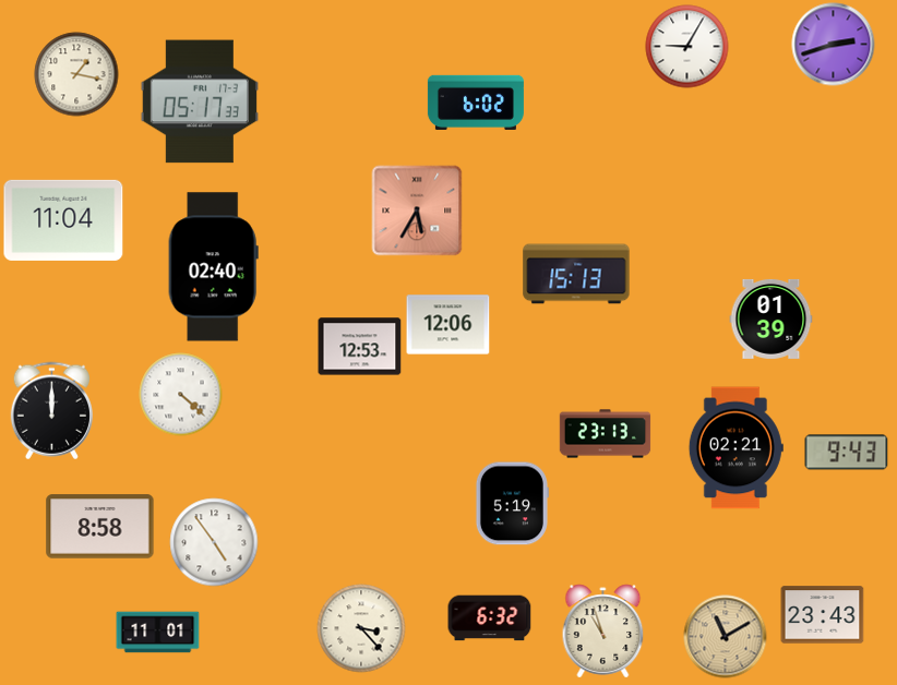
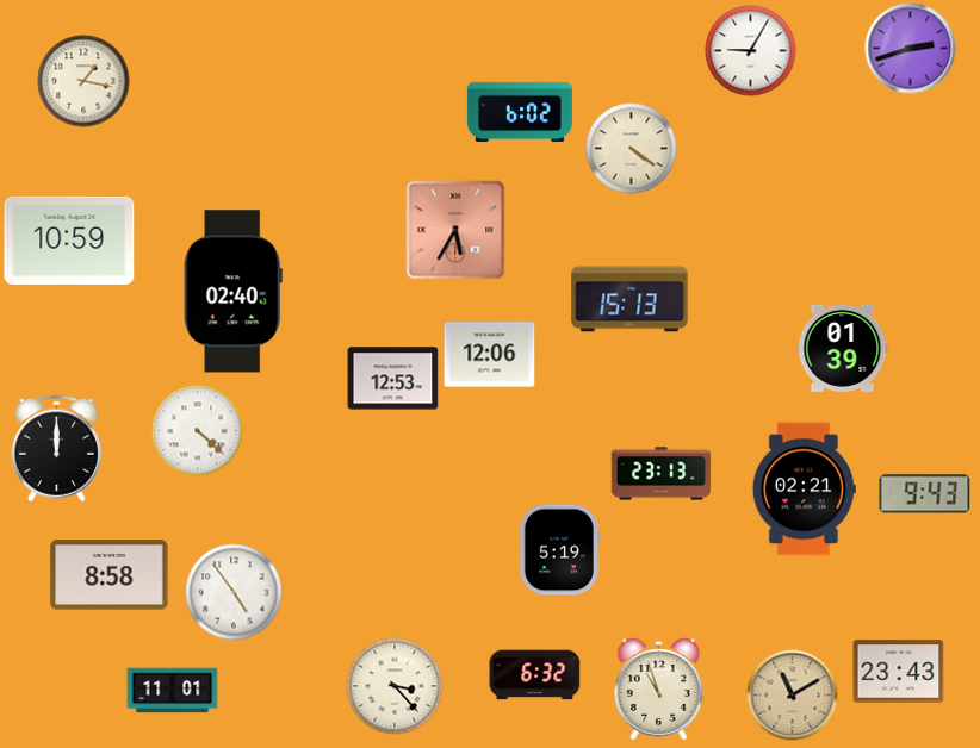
clock at (200, 101): 05:17 -> none
clock at (632, 149): none -> 4:21
clock at (63, 220): 11:04 -> 10:59
